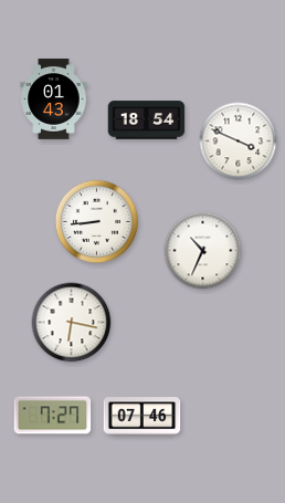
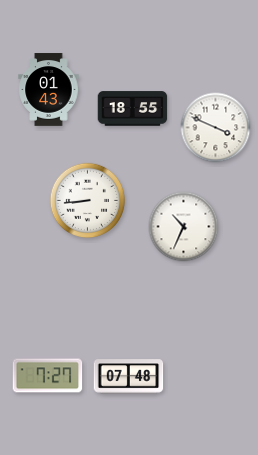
clock at (147, 120): 18:54 -> 18:55
clock at (72, 323): 6:17 -> none
clock at (142, 417): 07:46 -> 07:48
